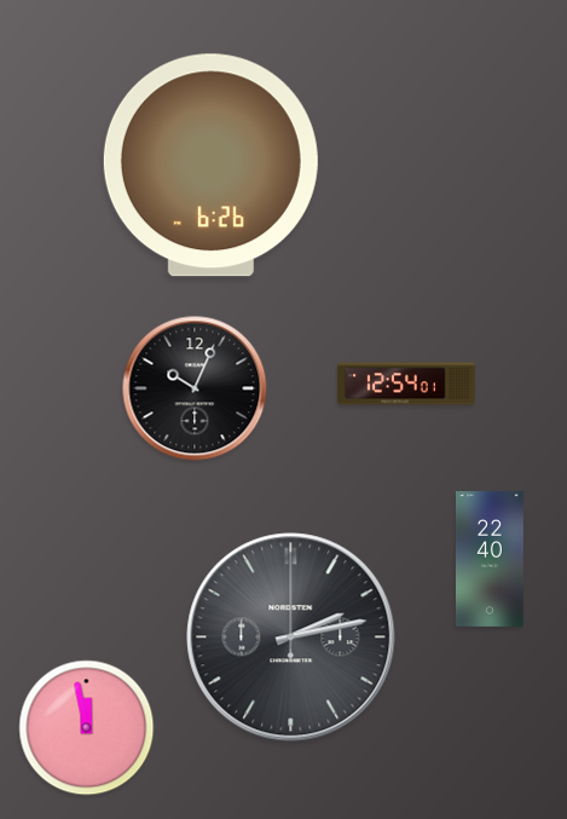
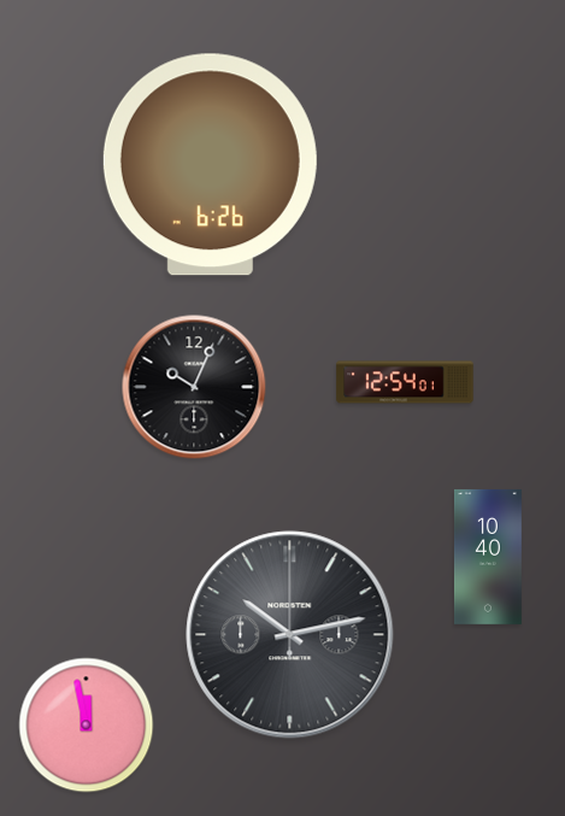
clock at (491, 559): 22:40 -> 10:40
clock at (291, 638): 2:13 -> 10:13
